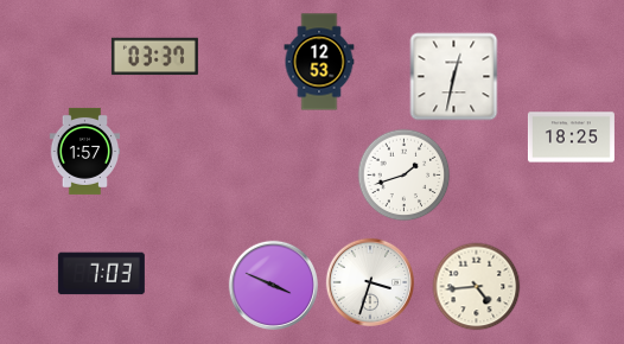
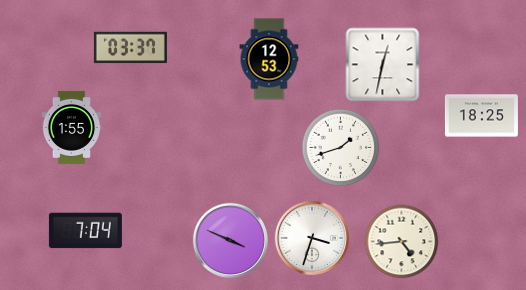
clock at (319, 62) position: (319, 62) -> (269, 59)
clock at (85, 151): 1:57 -> 1:55
clock at (101, 274): 7:03 -> 7:04
